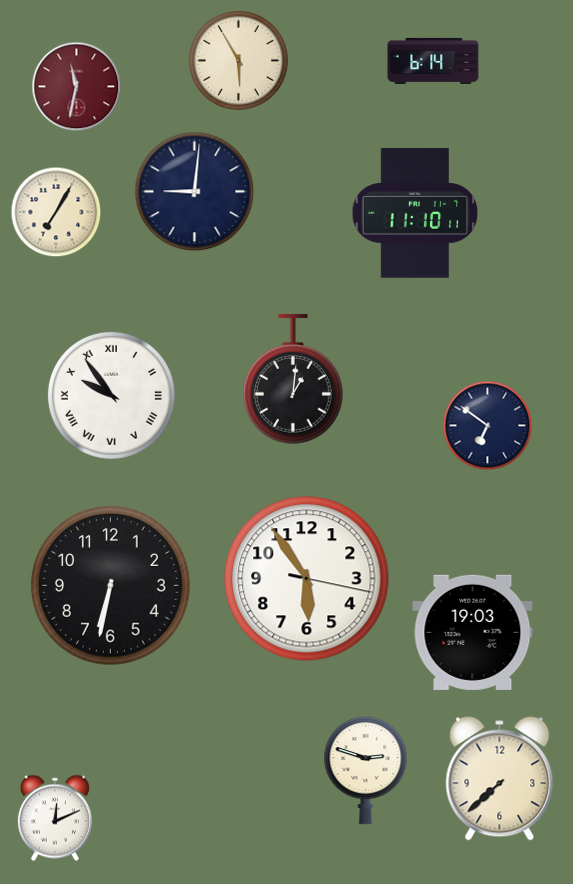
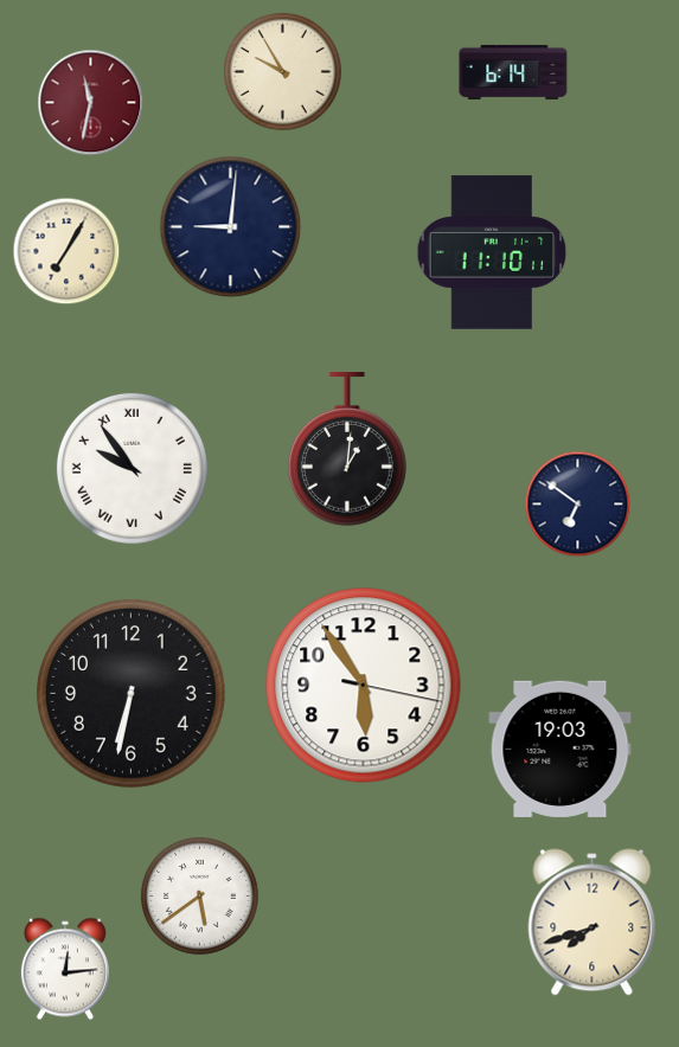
clock at (238, 60): 5:55 -> 9:55
clock at (199, 895): none -> 5:39
clock at (366, 770): 2:48 -> none
clock at (500, 779): 7:38 -> 7:42
clock at (55, 818): 12:11 -> 12:14
